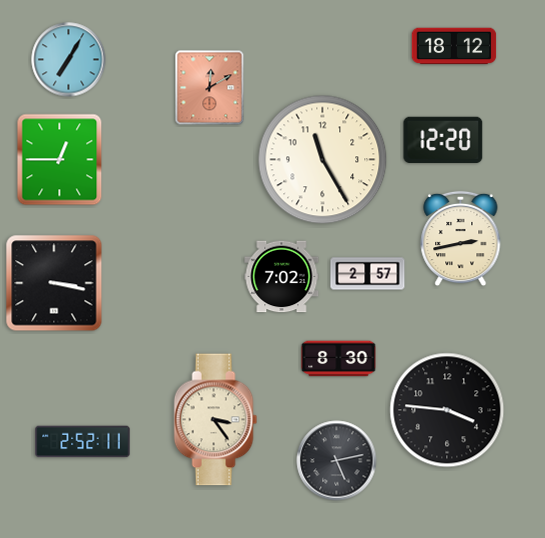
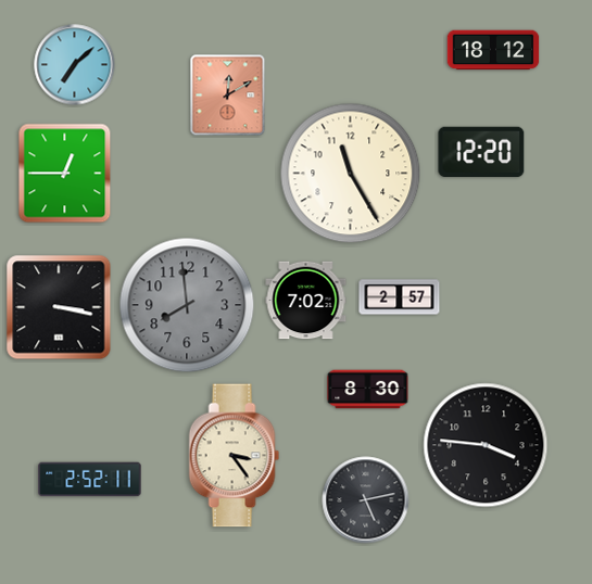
clock at (69, 60): 7:05 -> 7:08
clock at (461, 239): 2:43 -> none
clock at (187, 305): none -> 7:59
